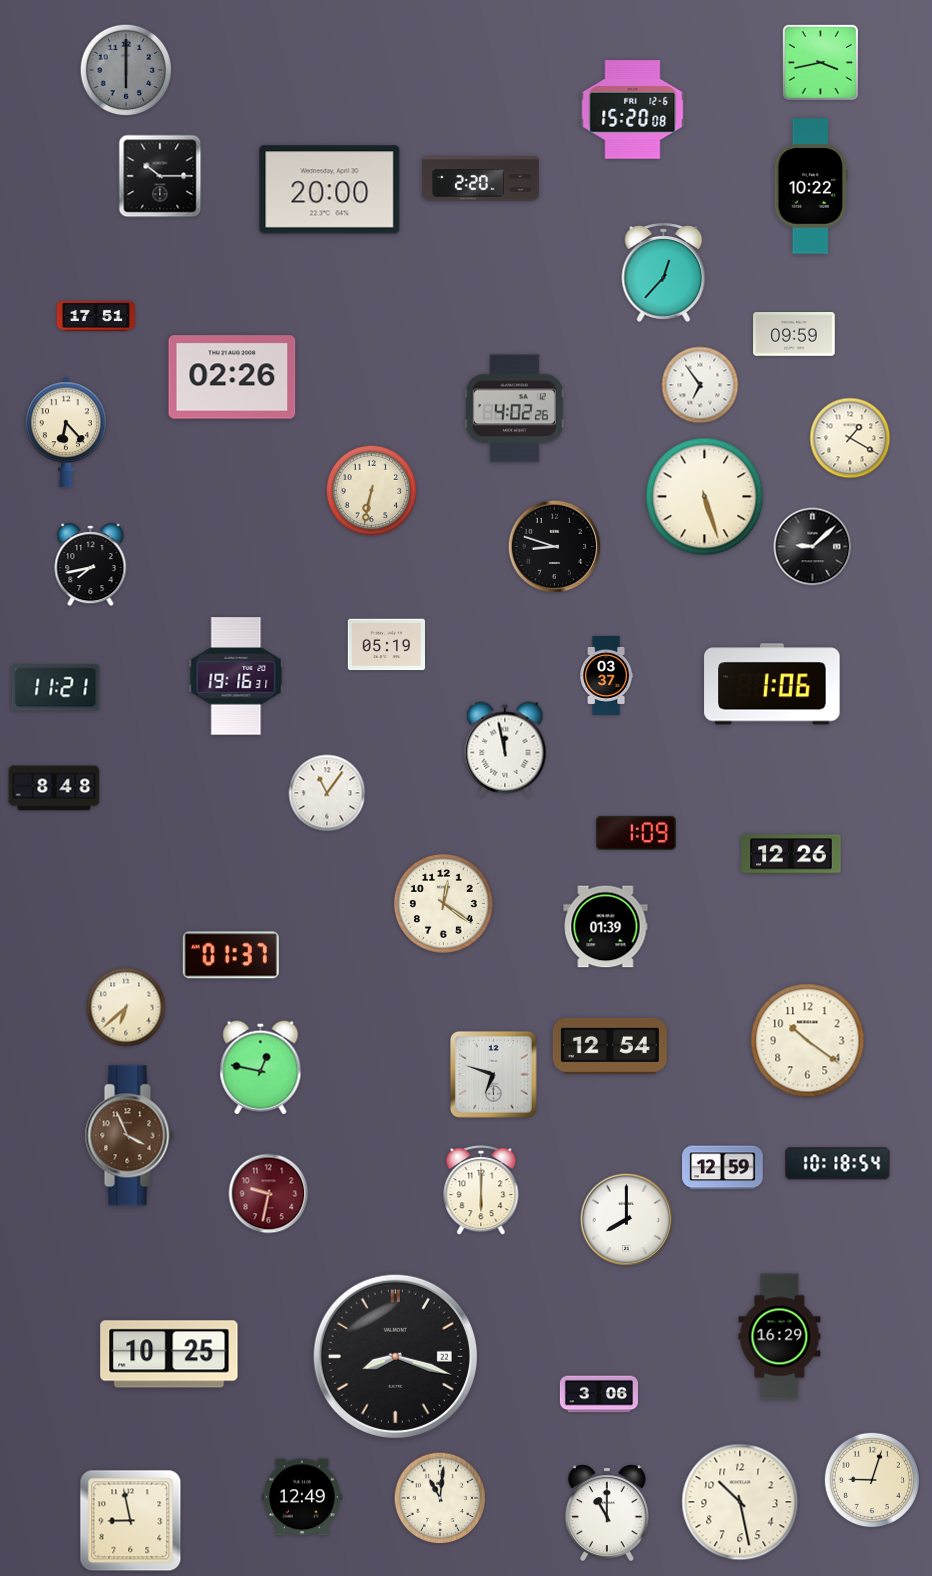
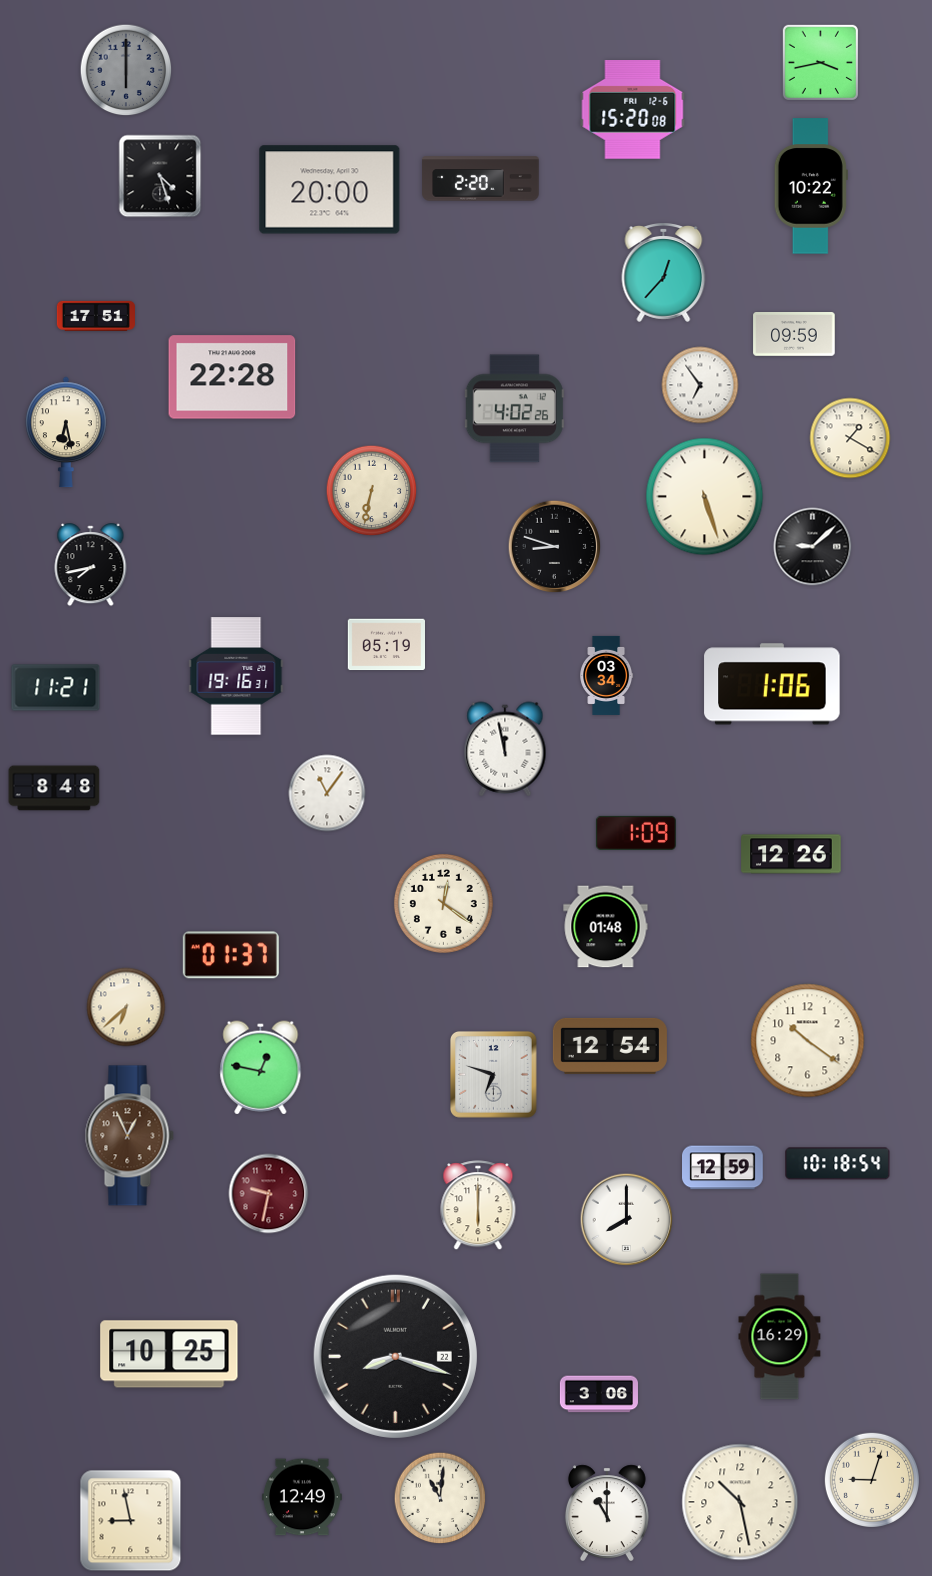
clock at (160, 176): 10:15 -> 4:27
clock at (232, 377): 02:26 -> 22:28
clock at (67, 432): 6:23 -> 6:28
clock at (607, 675): 03:37 -> 03:34
clock at (606, 927): 01:39 -> 01:48
clock at (129, 1136): 3:56 -> 12:56
clock at (481, 1191) position: (481, 1191) -> (478, 1206)
